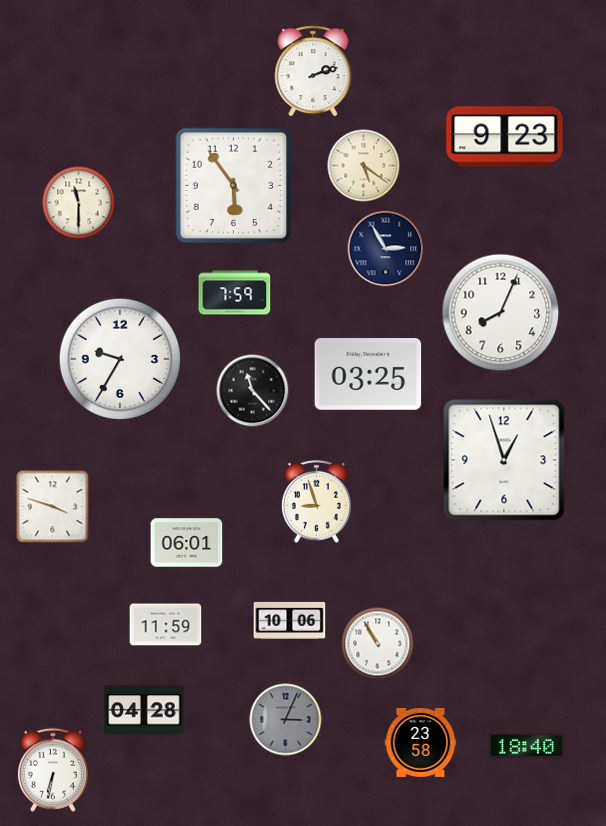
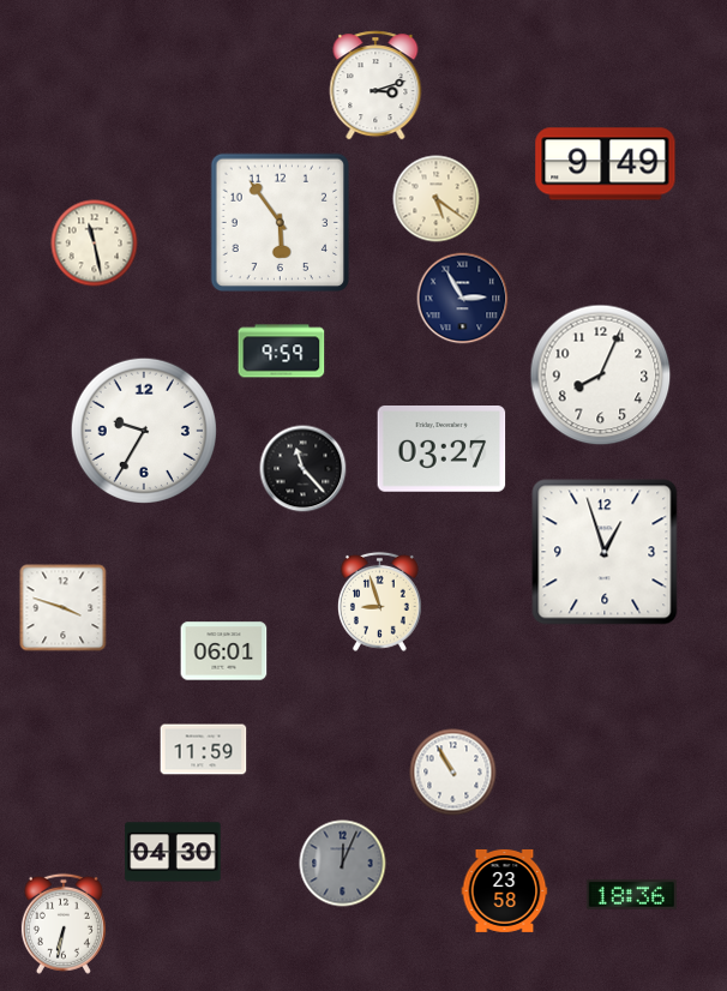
clock at (313, 71): 2:12 -> 3:12
clock at (505, 137): 9:23 -> 9:49
clock at (79, 203): 11:30 -> 11:28
clock at (235, 293): 7:59 -> 9:59
clock at (368, 375): 03:25 -> 03:27
clock at (290, 620): 10:06 -> none
clock at (166, 625) position: (166, 625) -> (204, 750)
clock at (144, 710): 04:28 -> 04:30
clock at (286, 720): 3:04 -> 12:04
clock at (526, 745): 18:40 -> 18:36
